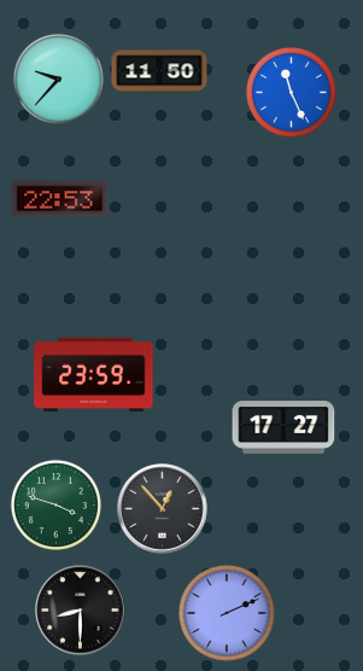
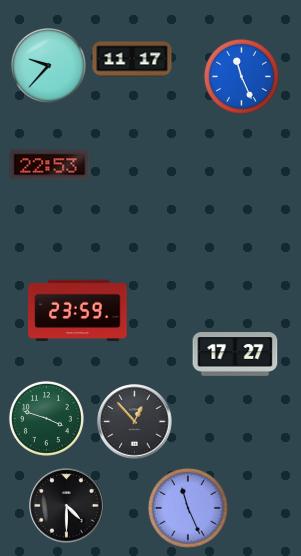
clock at (159, 71): 11:50 -> 11:17
clock at (81, 611): 8:30 -> 4:30
clock at (227, 613): 2:11 -> 11:26
